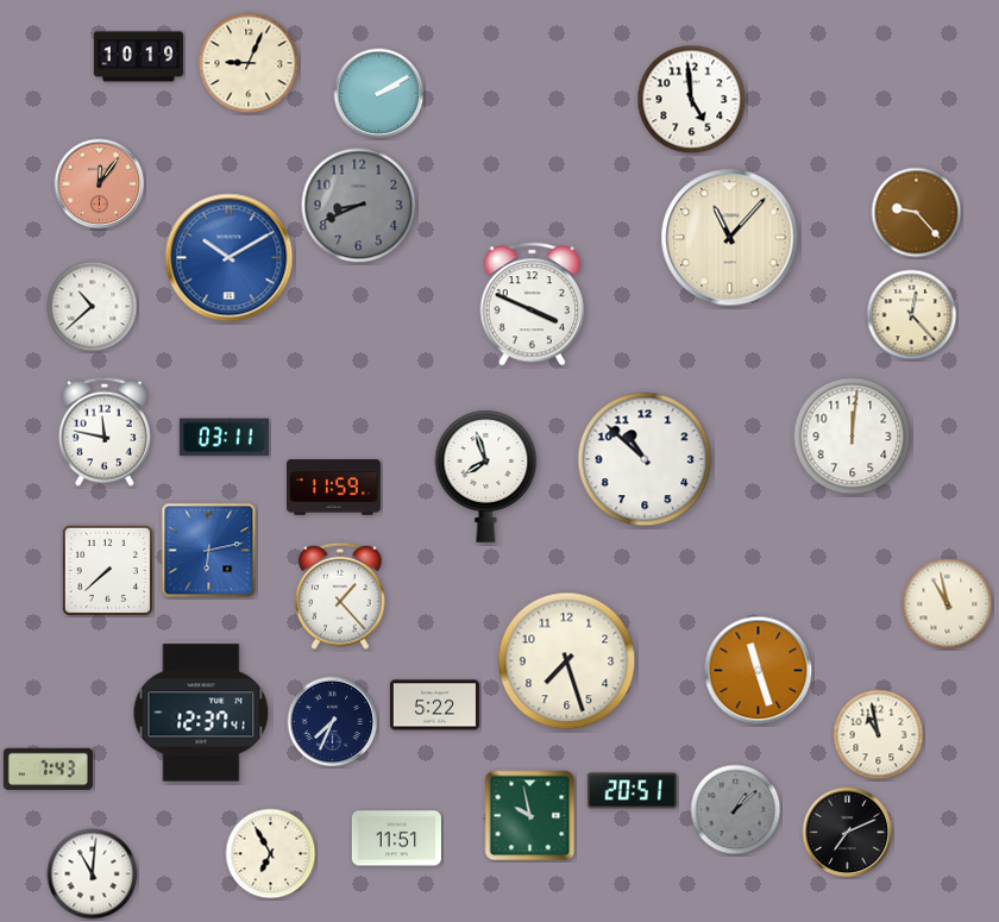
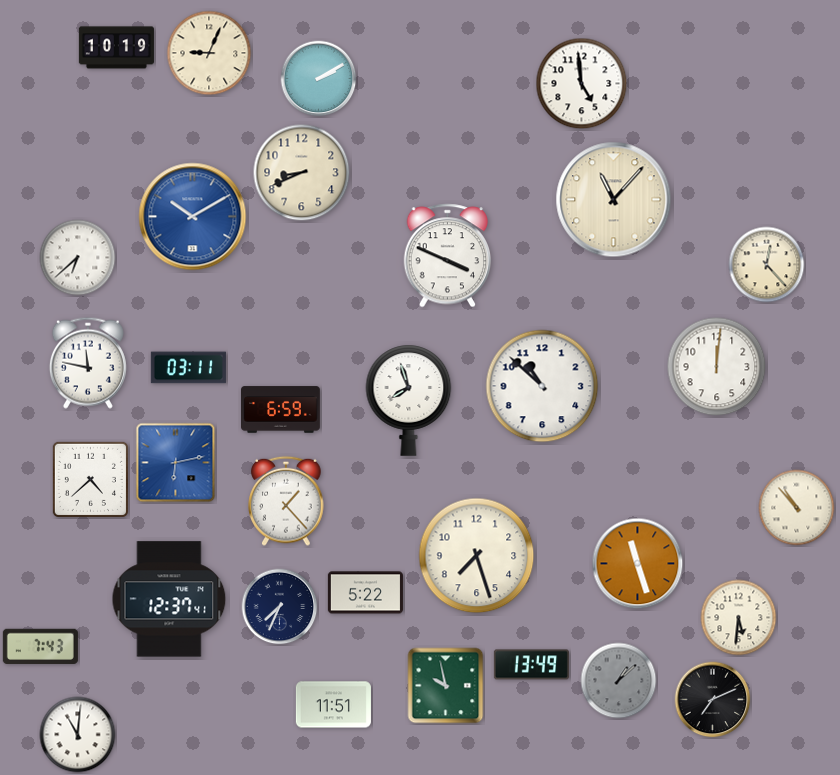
clock at (100, 184): 12:06 -> none
clock at (359, 206) dial: grey -> cream
clock at (917, 213): 9:23 -> none
clock at (93, 307): 10:38 -> 6:38
clock at (334, 488): 11:59 -> 6:59
clock at (107, 570): 7:38 -> 4:38
clock at (948, 604): 10:58 -> 10:53
clock at (879, 735): 10:58 -> 5:31
clock at (632, 791): 20:51 -> 13:49
clock at (271, 854): 6:55 -> none
